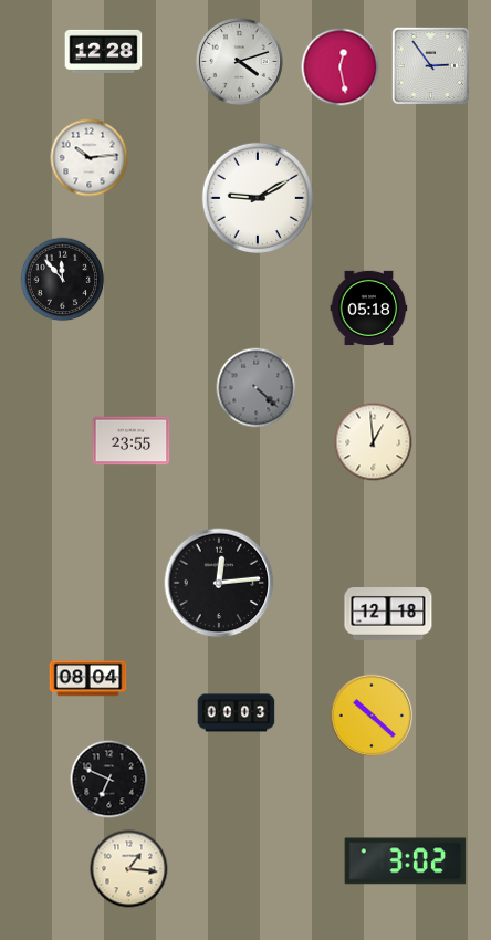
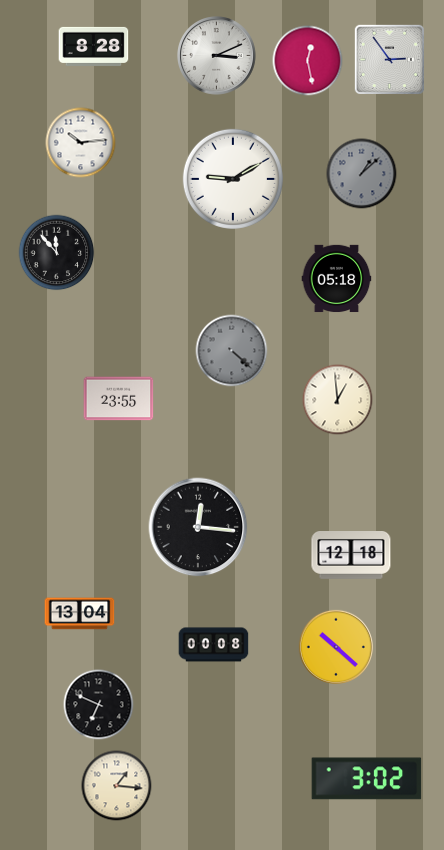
clock at (104, 51): 12:28 -> 8:28
clock at (240, 62): 4:12 -> 3:11
clock at (362, 174): none -> 1:08
clock at (369, 309) position: (369, 309) -> (337, 279)
clock at (219, 583): 12:14 -> 12:16
clock at (88, 679): 08:04 -> 13:04
clock at (237, 713): 00:03 -> 00:08
